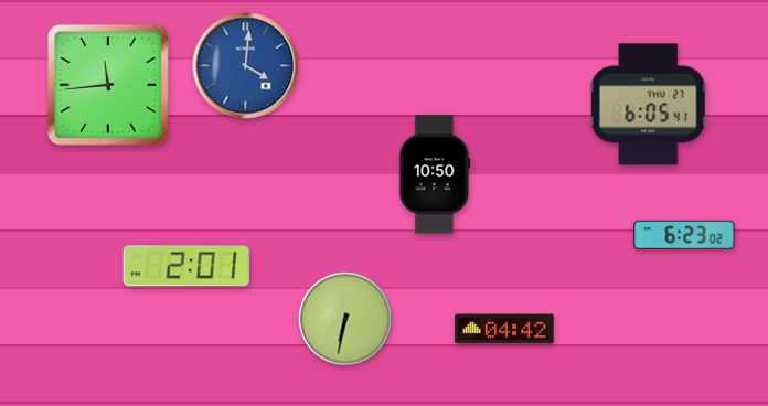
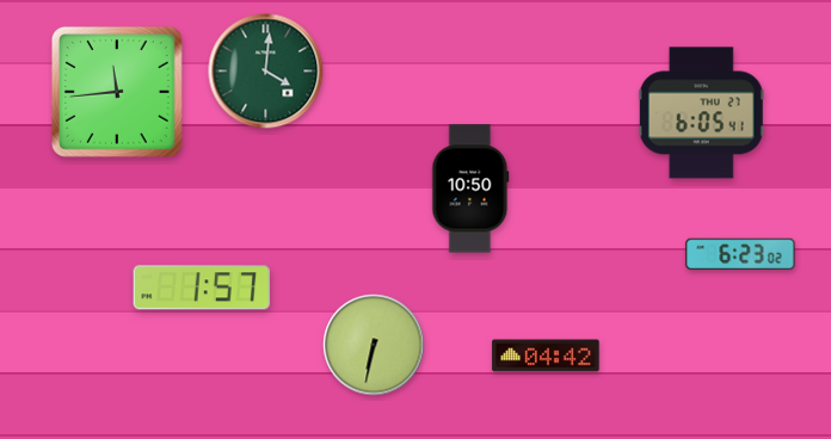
clock at (246, 66) dial: blue -> green
clock at (186, 266): 2:01 -> 1:57
